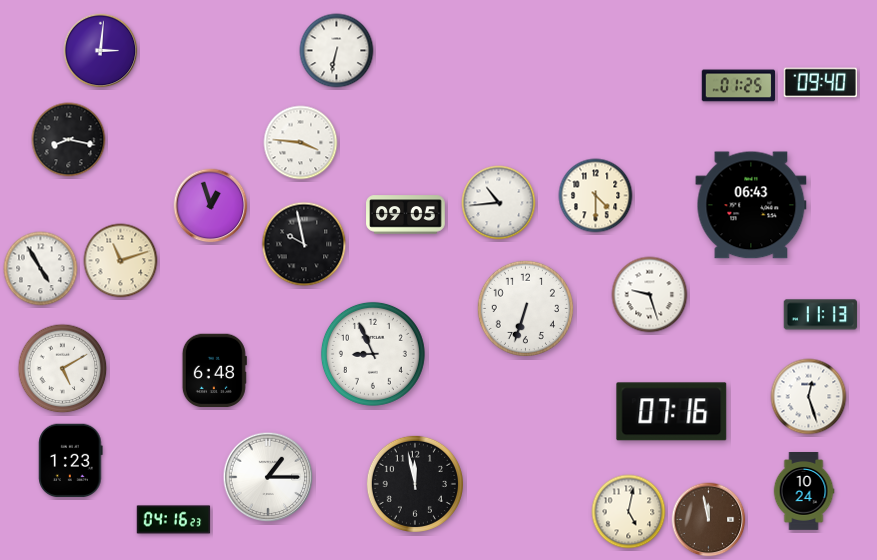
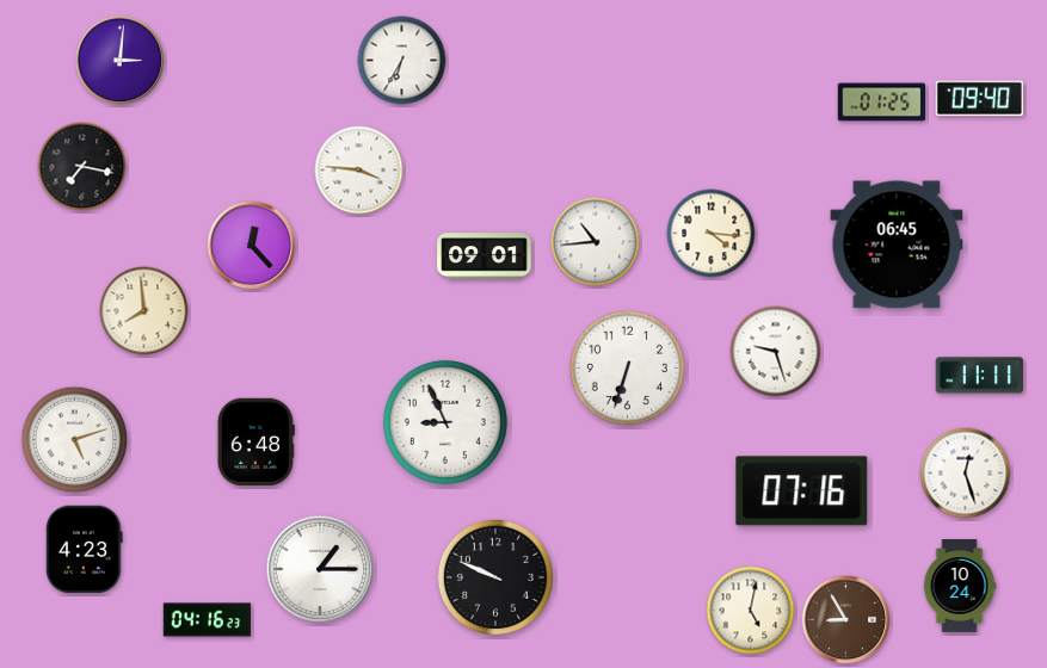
clock at (337, 51): 6:32 -> 6:35
clock at (69, 140): 8:17 -> 7:17
clock at (596, 196): 4:30 -> 4:16
clock at (751, 205): 06:43 -> 06:45
clock at (211, 206): 12:57 -> 12:23
clock at (406, 215): 09:05 -> 09:01
clock at (304, 244): 9:58 -> none
clock at (121, 261): 11:12 -> 7:59
clock at (41, 269): 4:55 -> none
clock at (821, 315): 11:13 -> 11:11
clock at (63, 369): 5:10 -> 5:12
clock at (71, 461): 1:23 -> 4:23
clock at (415, 484): 11:58 -> 9:49
clock at (709, 520): 11:58 -> 8:55
